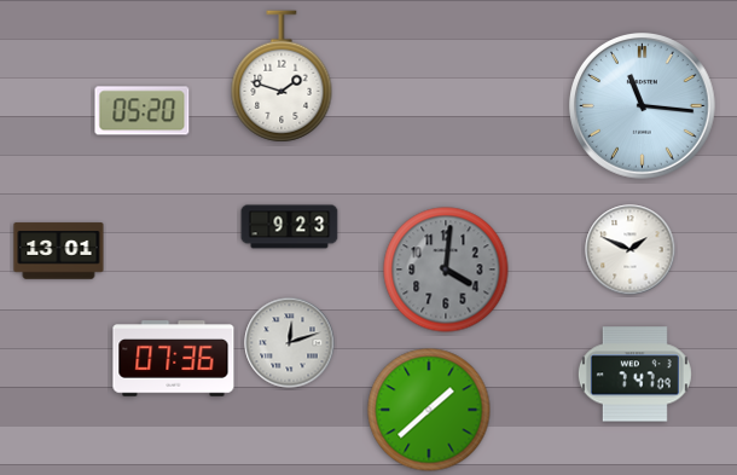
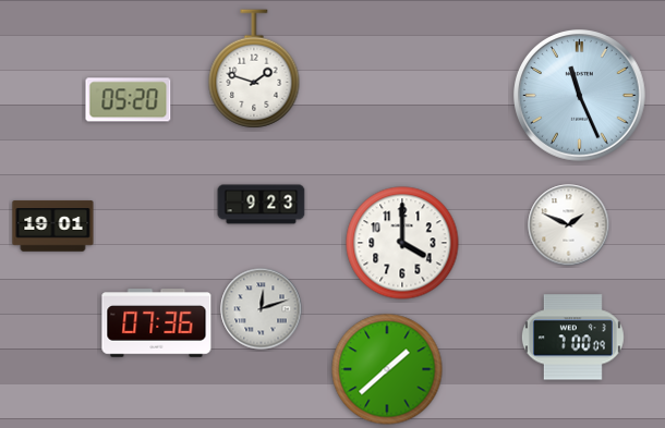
clock at (643, 106): 11:16 -> 11:26
clock at (59, 251): 13:01 -> 19:01
clock at (446, 270): 4:01 -> 4:00
clock at (446, 270) dial: grey -> white
clock at (634, 375): 7:47 -> 7:00
